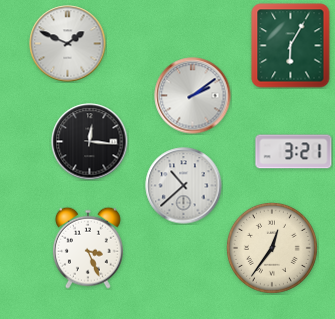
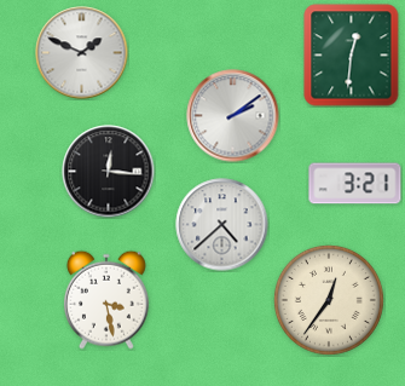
clock at (291, 46): 6:05 -> 12:31
clock at (184, 186): 10:38 -> 4:38
clock at (88, 248): 3:26 -> 3:28
